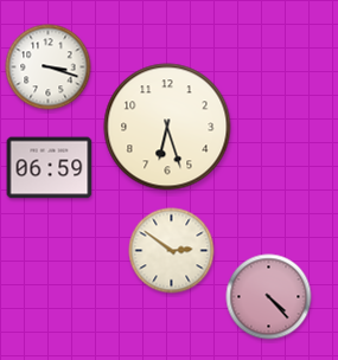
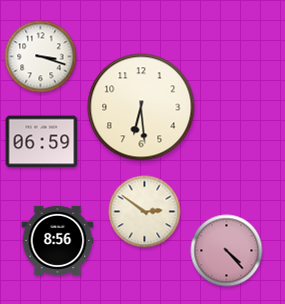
clock at (167, 127): 6:27 -> 6:29
clock at (58, 240): none -> 8:56
